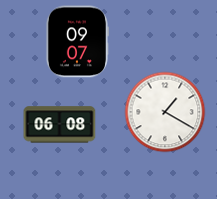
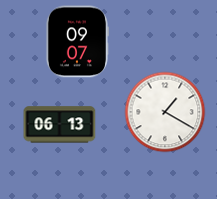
clock at (60, 125): 06:08 -> 06:13
